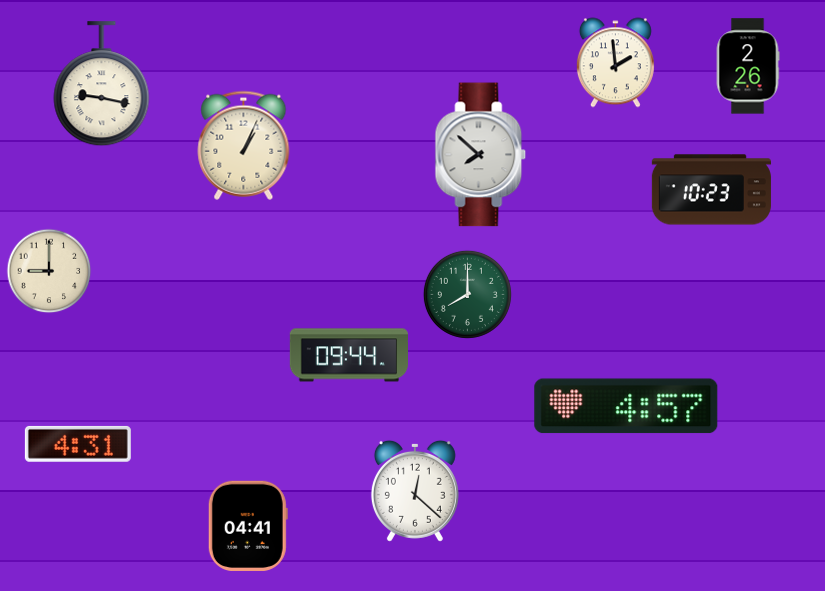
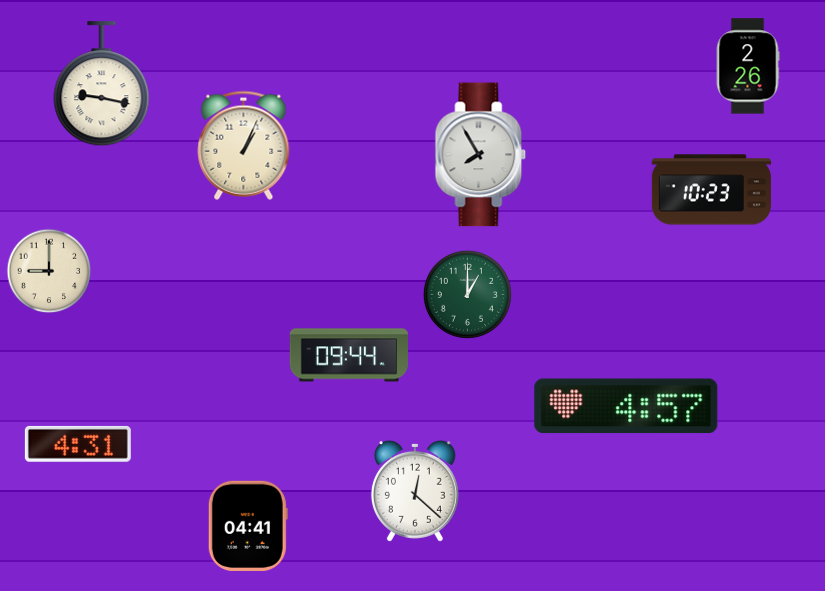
clock at (615, 63): 1:59 -> none
clock at (481, 155): 7:52 -> 7:55
clock at (467, 294): 8:00 -> 1:00
